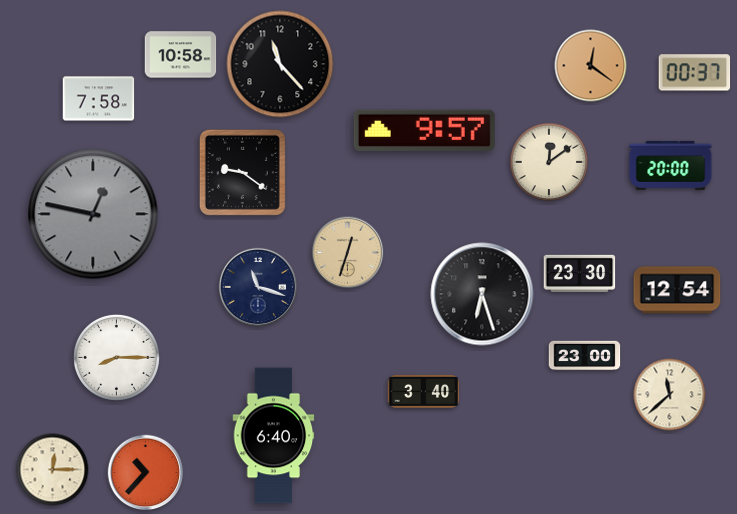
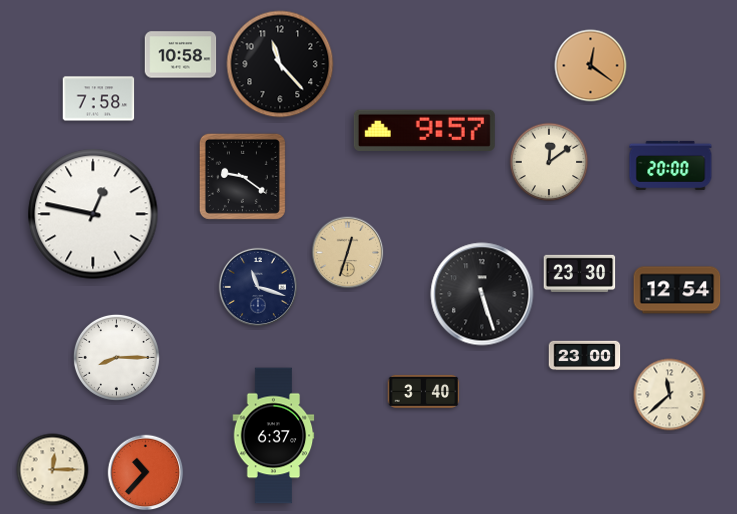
clock at (695, 73): 00:37 -> none
clock at (242, 172) position: (242, 172) -> (242, 176)
clock at (93, 214) dial: grey -> white
clock at (482, 294): 6:27 -> 5:27
clock at (274, 436): 6:40 -> 6:37
